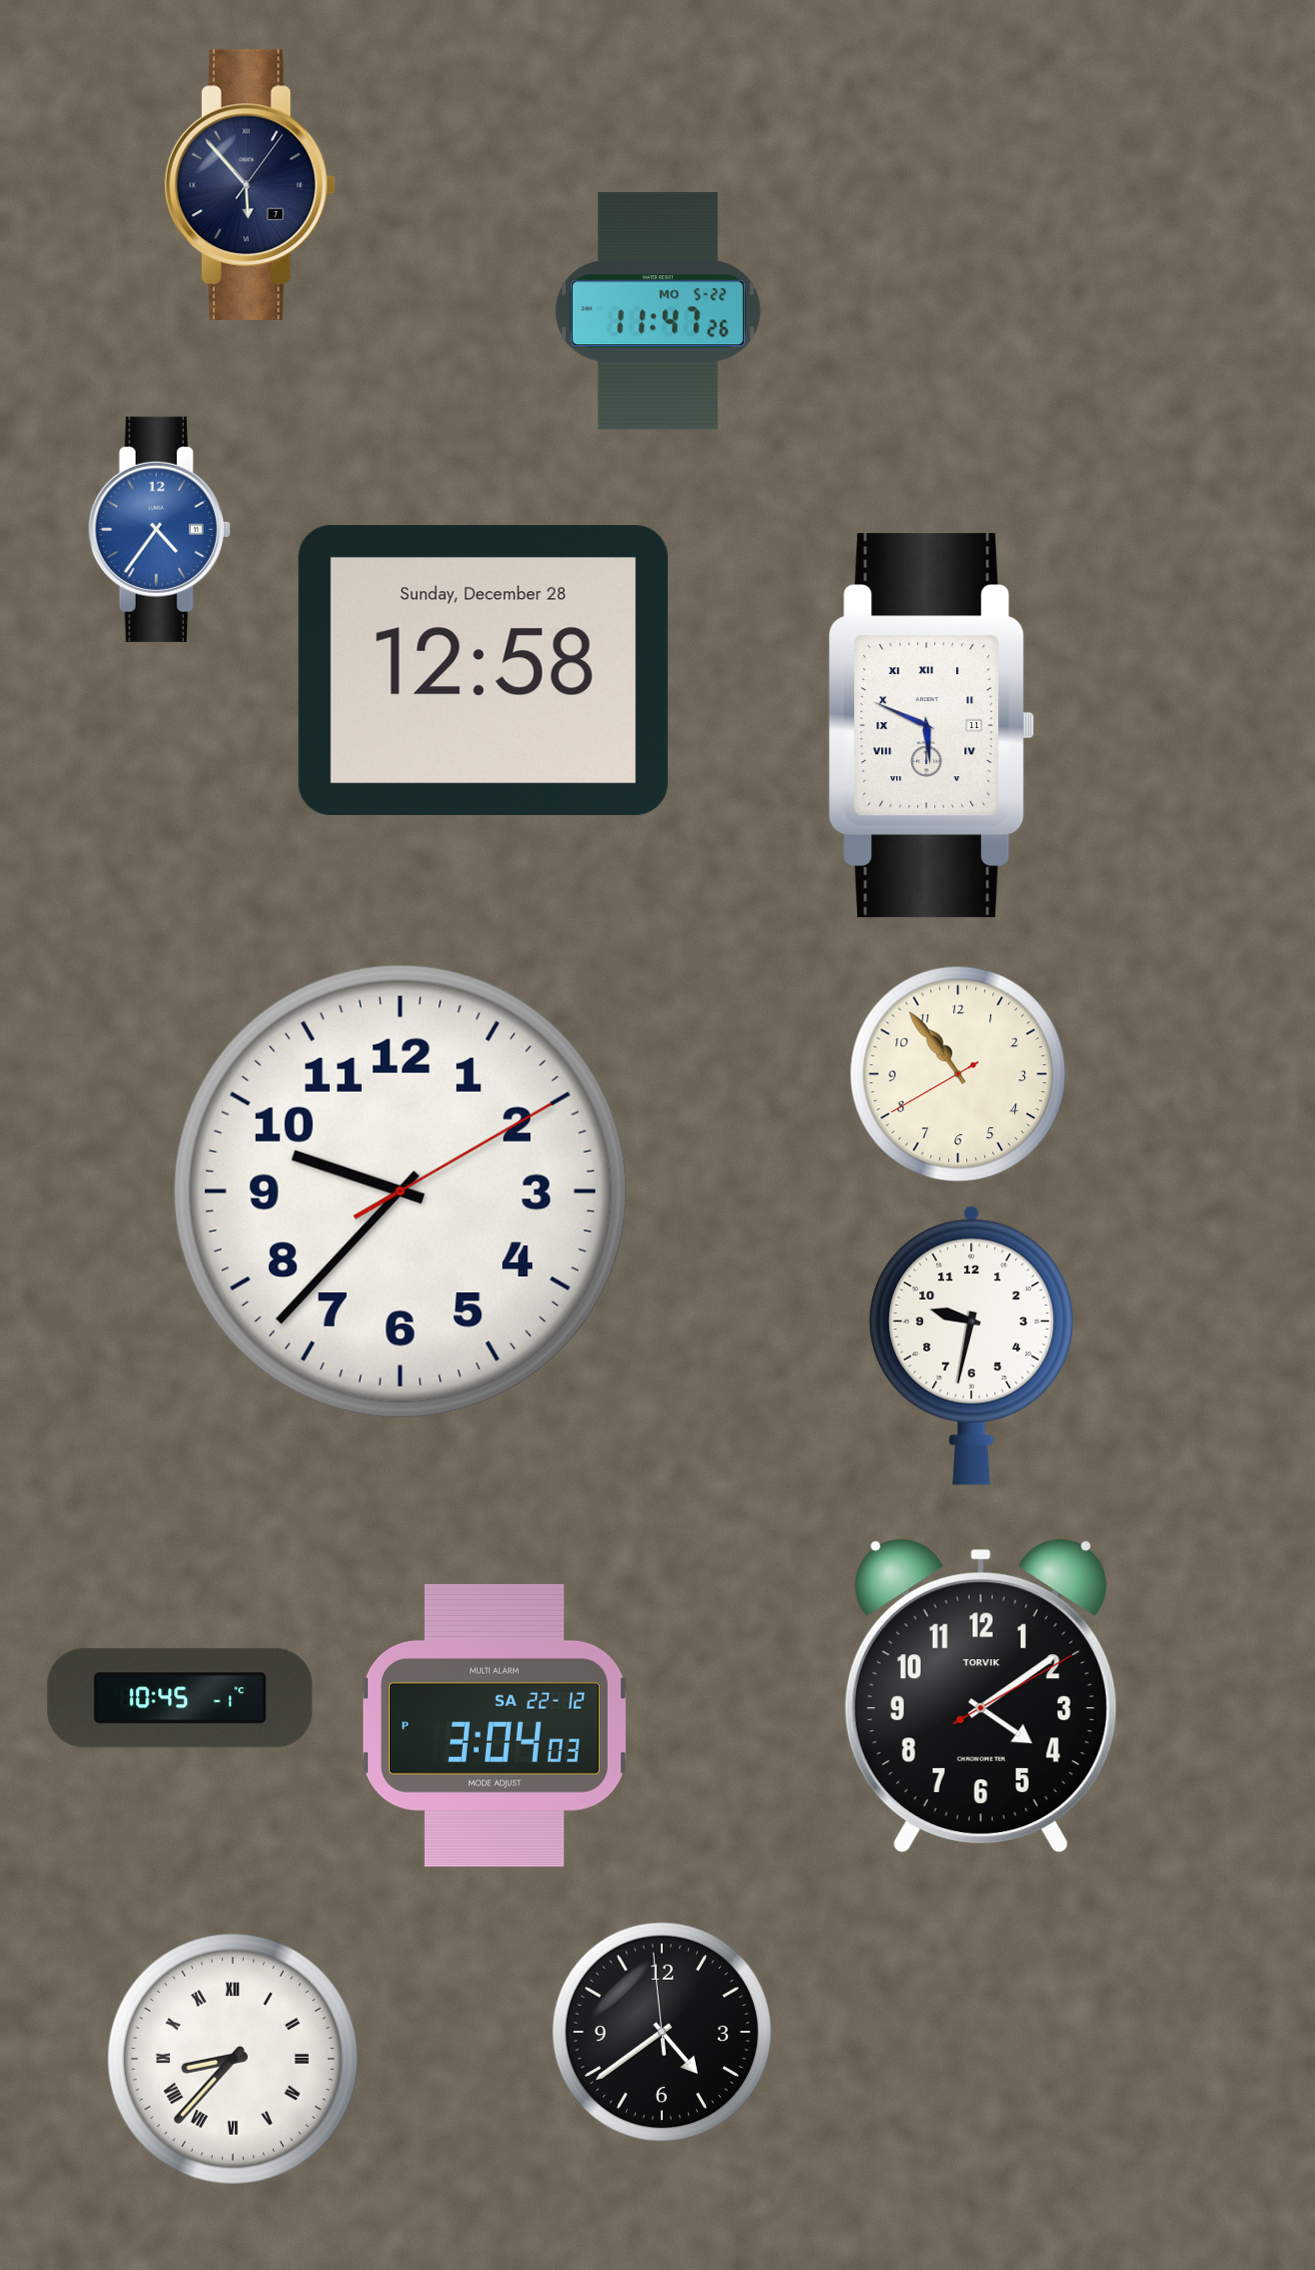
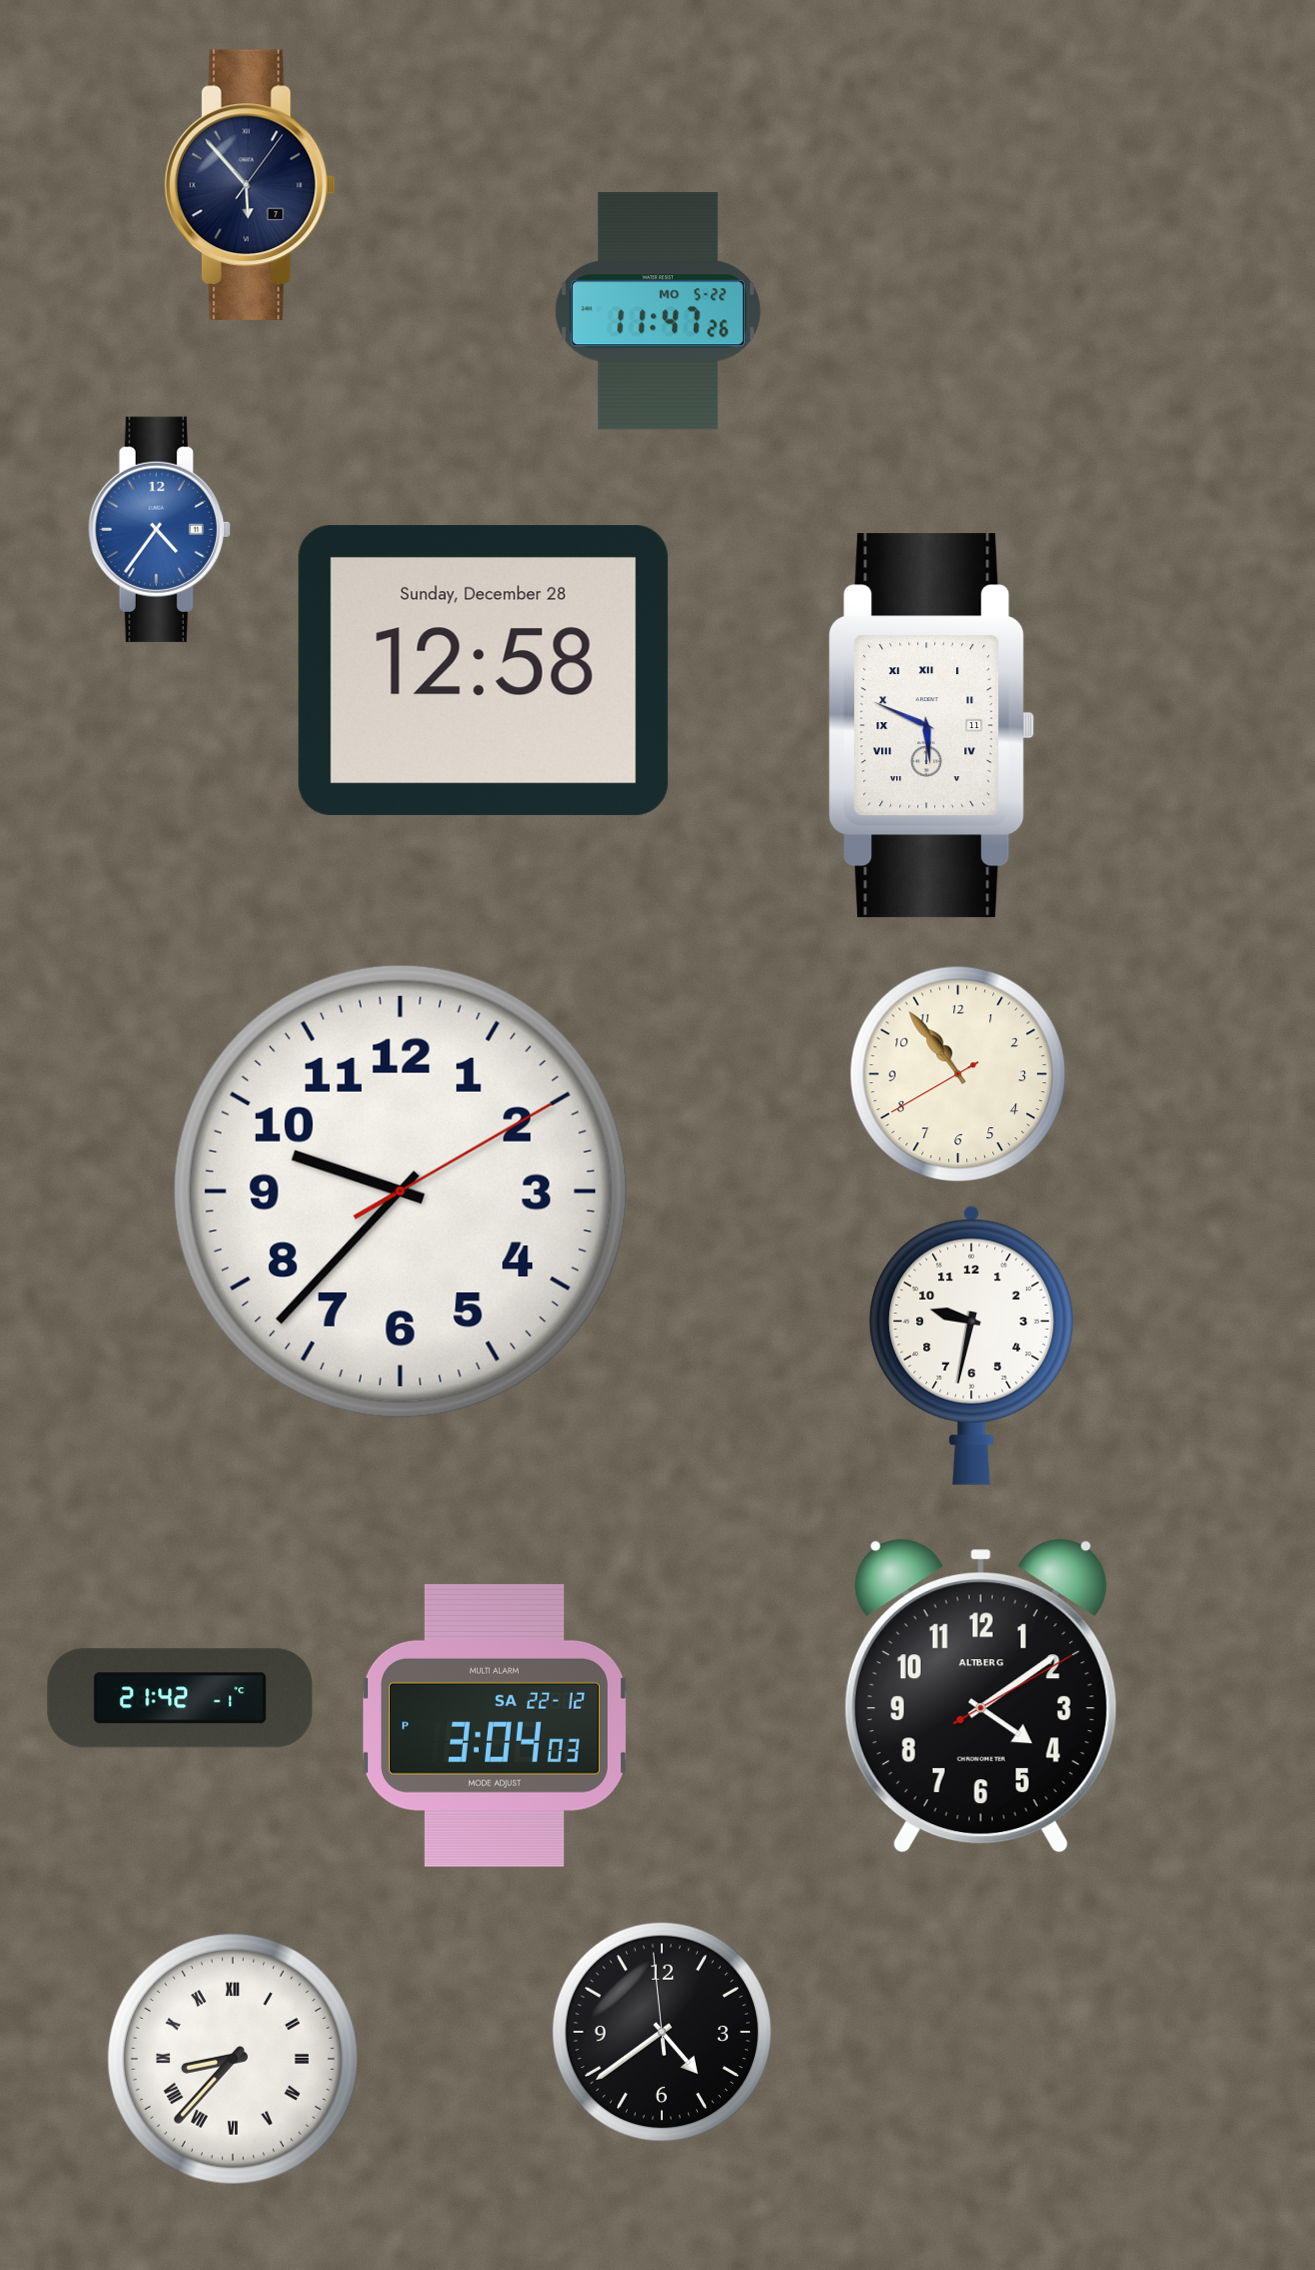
clock at (981, 1696) brand: TORVIK -> ALTBERG
clock at (180, 1698): 10:45 -> 21:42
